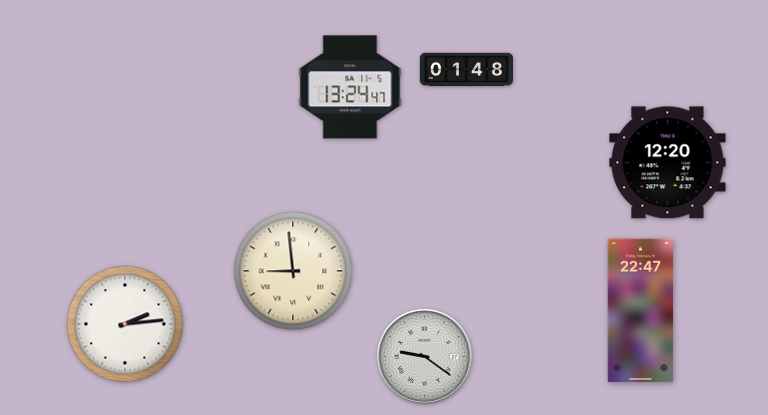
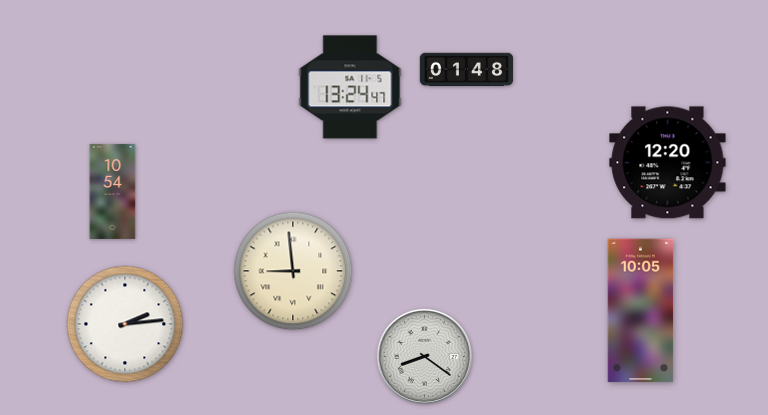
clock at (113, 191): none -> 10:54
clock at (641, 311): 22:47 -> 10:05
clock at (424, 356): 9:21 -> 8:21
